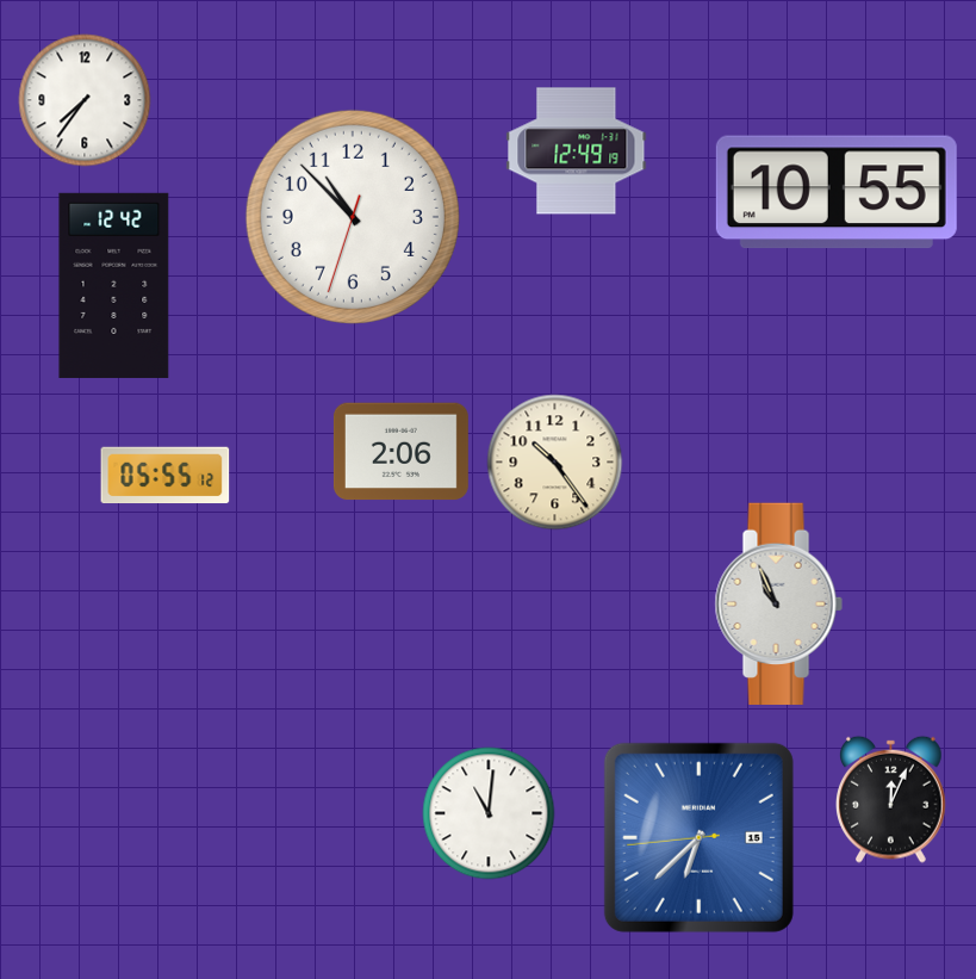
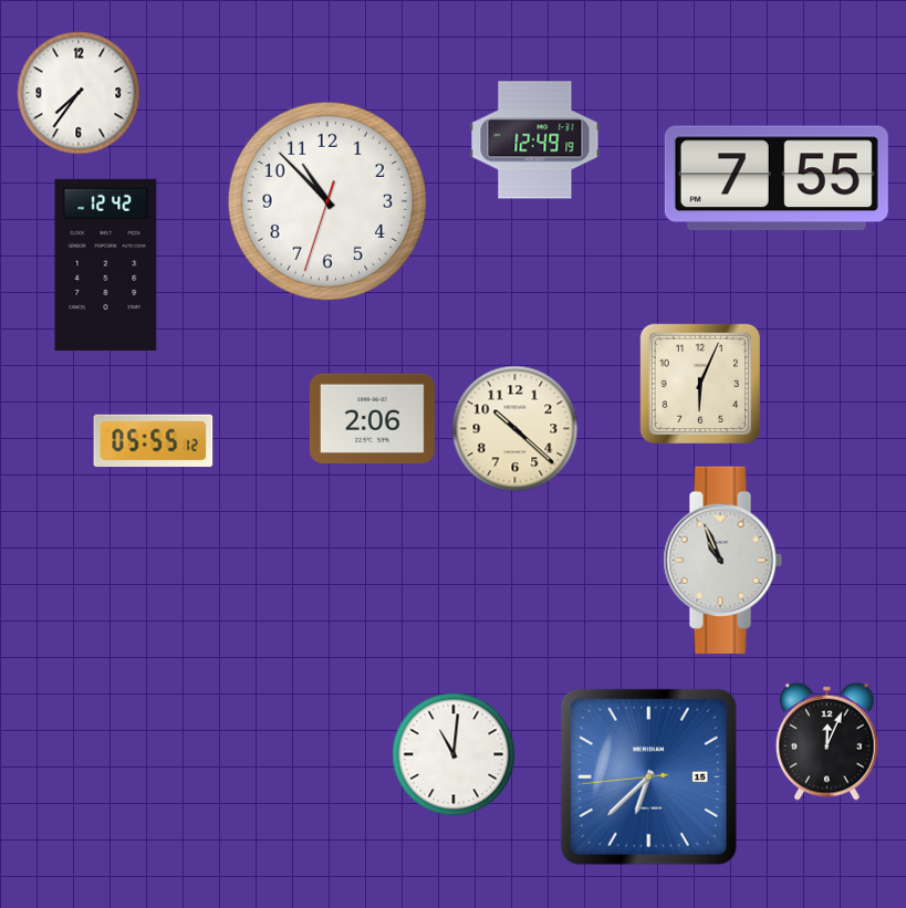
clock at (837, 192): 10:55 -> 7:55
clock at (700, 383): none -> 6:04
clock at (555, 463): 10:24 -> 10:22
